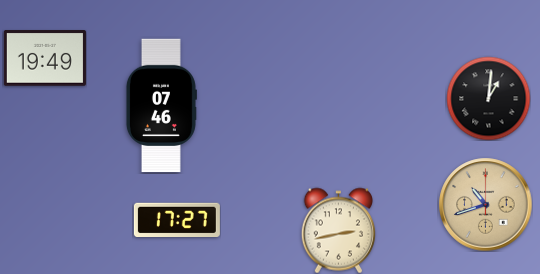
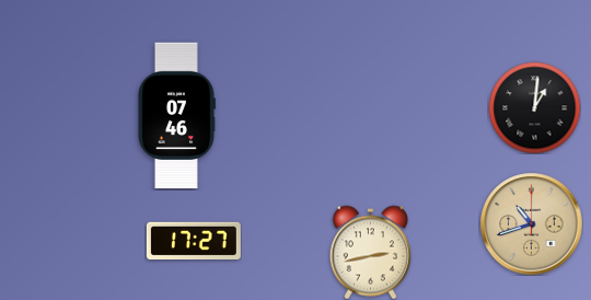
clock at (45, 58): 19:49 -> none
